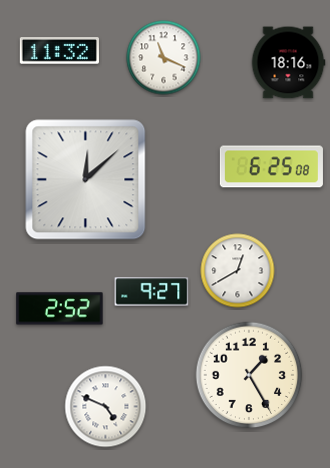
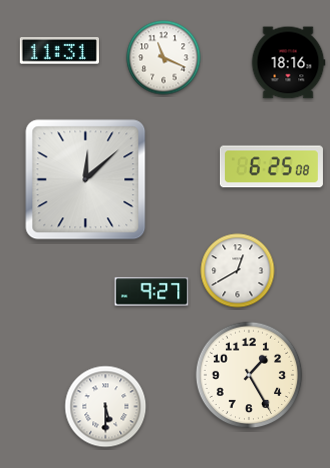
clock at (59, 51): 11:32 -> 11:31
clock at (60, 309): 2:52 -> none
clock at (106, 407): 4:49 -> 5:30
